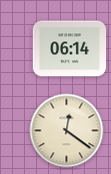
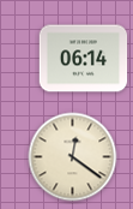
clock at (67, 131) position: (67, 131) -> (73, 157)
